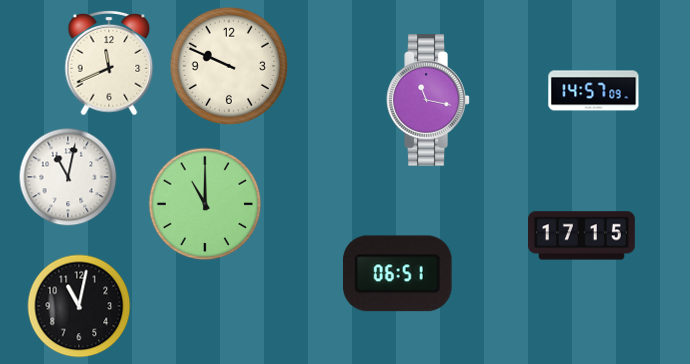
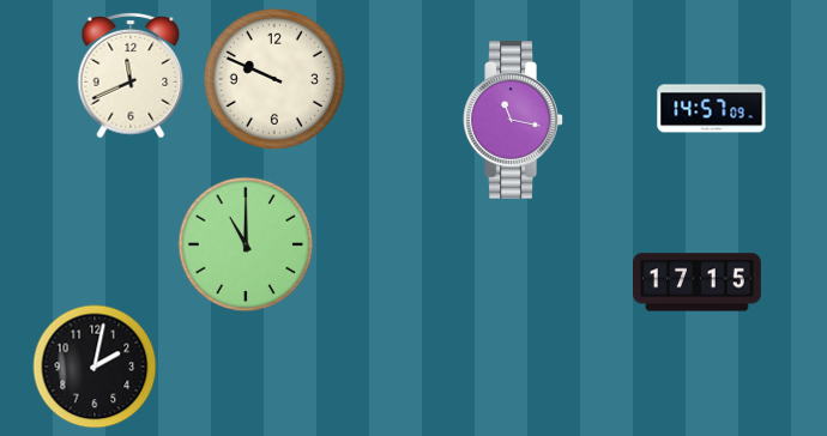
clock at (68, 177): 11:02 -> none
clock at (397, 274): 06:51 -> none
clock at (79, 306): 11:02 -> 2:02
